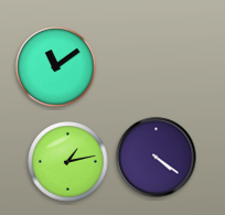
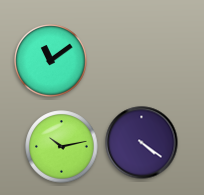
clock at (68, 162): 1:13 -> 10:13
